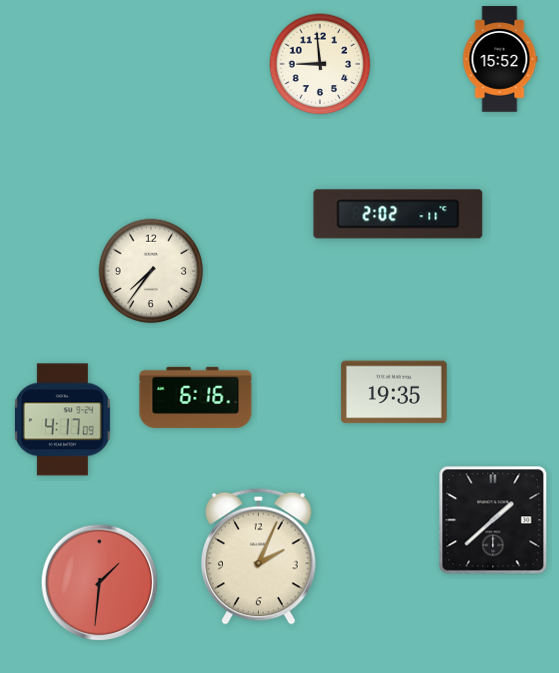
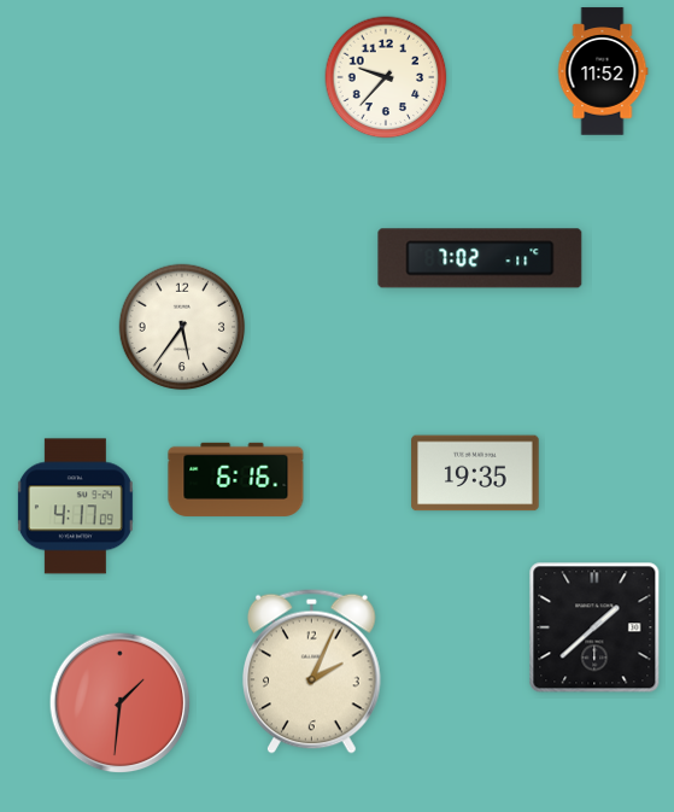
clock at (500, 59): 15:52 -> 11:52
clock at (320, 64): 8:59 -> 9:37
clock at (398, 214): 2:02 -> 7:02
clock at (151, 271): 7:36 -> 5:36
